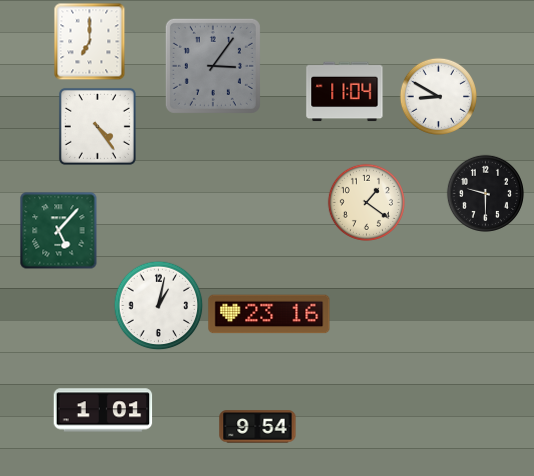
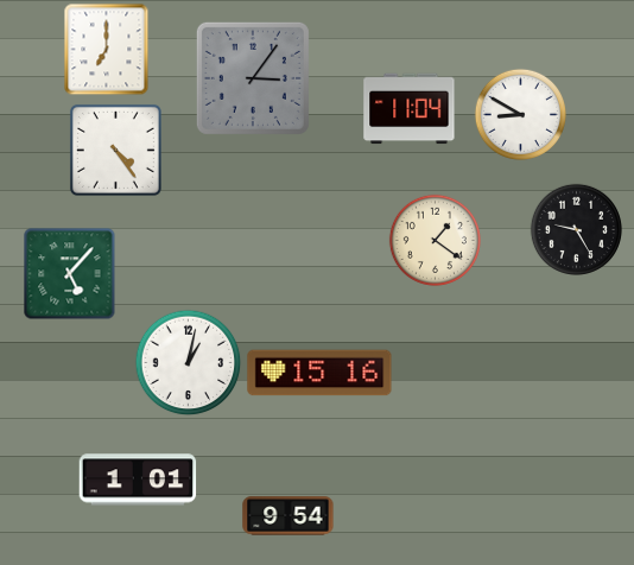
clock at (485, 193): 9:30 -> 9:25
clock at (269, 314): 23:16 -> 15:16
clock at (103, 410) position: (103, 410) -> (138, 480)
clock at (258, 427) position: (258, 427) -> (289, 516)
